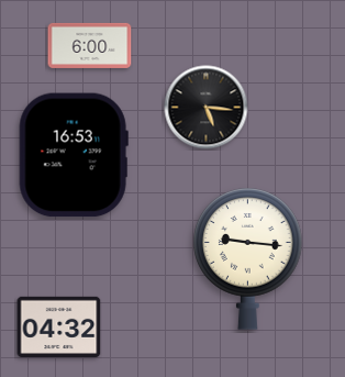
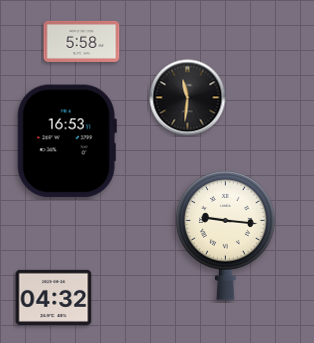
clock at (90, 45): 6:00 -> 5:58
clock at (207, 108): 5:16 -> 11:31
